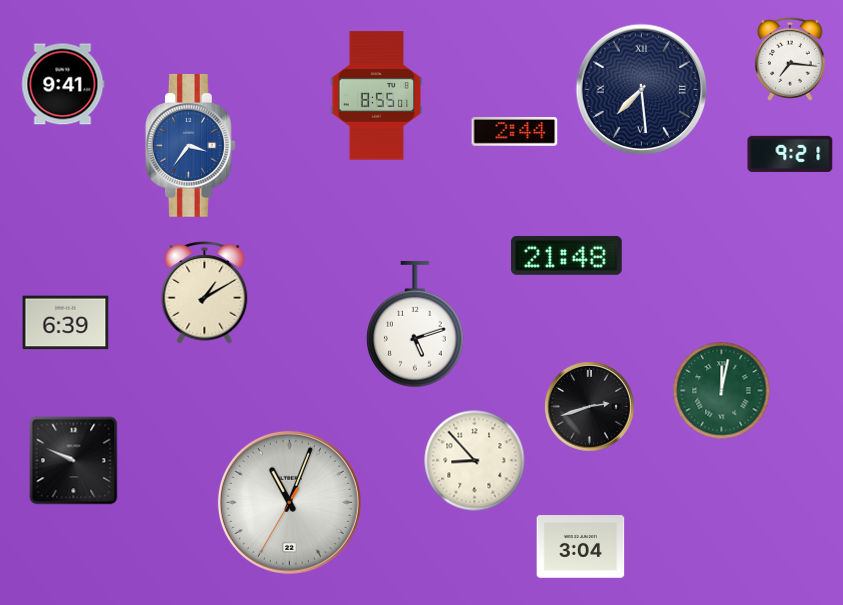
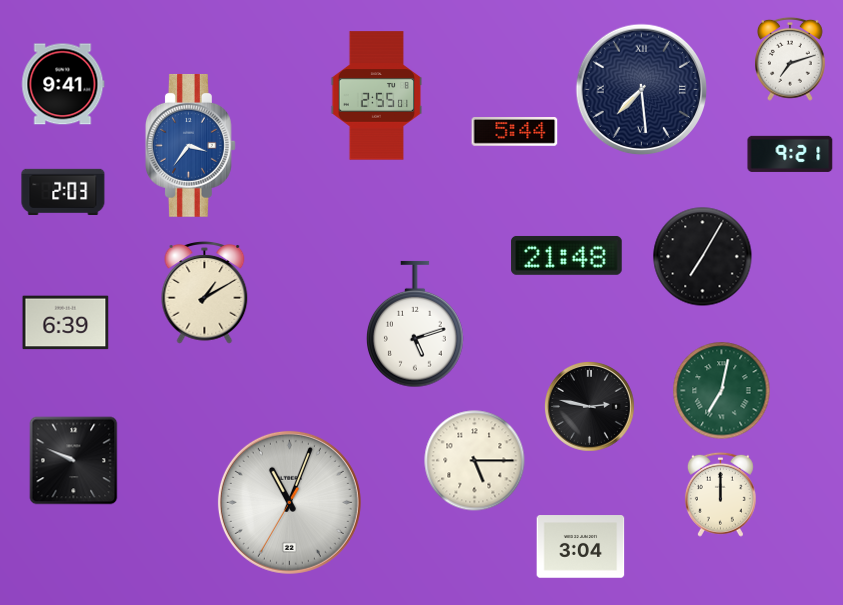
clock at (791, 59): 7:16 -> 7:12
clock at (377, 96): 8:55 -> 2:55
clock at (515, 132): 2:44 -> 5:44
clock at (63, 191): none -> 2:03
clock at (703, 257): none -> 7:05
clock at (722, 391): 12:02 -> 7:02
clock at (590, 407): 2:42 -> 2:47
clock at (475, 461): 8:53 -> 5:15
clock at (720, 494): none -> 12:00
